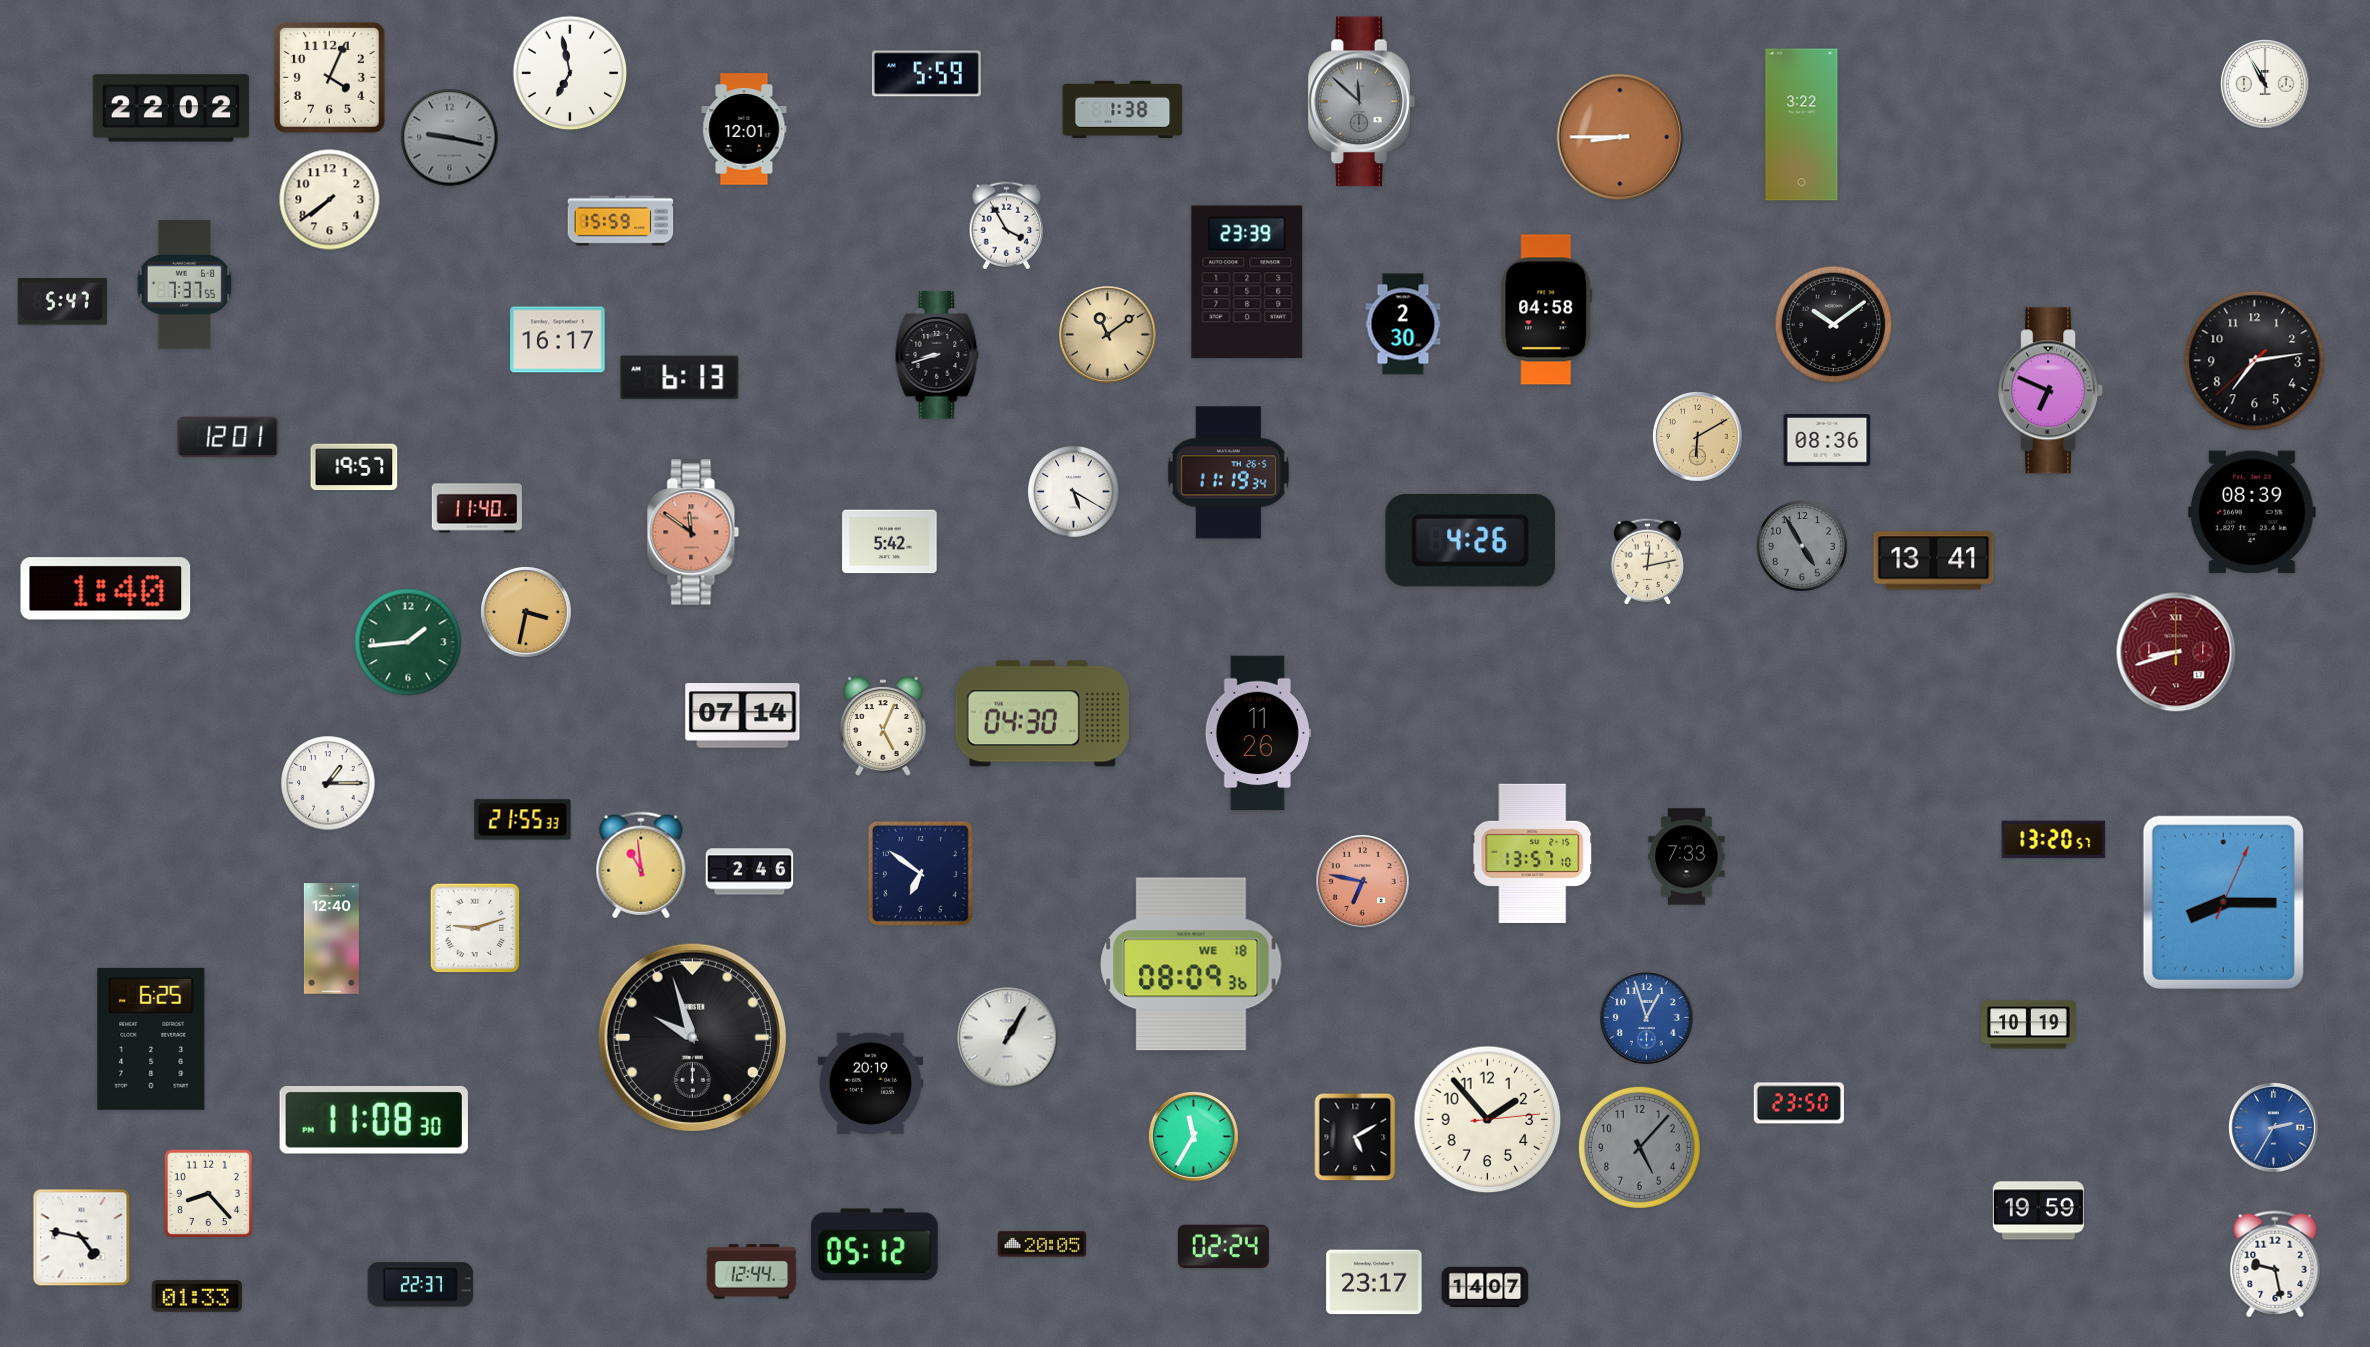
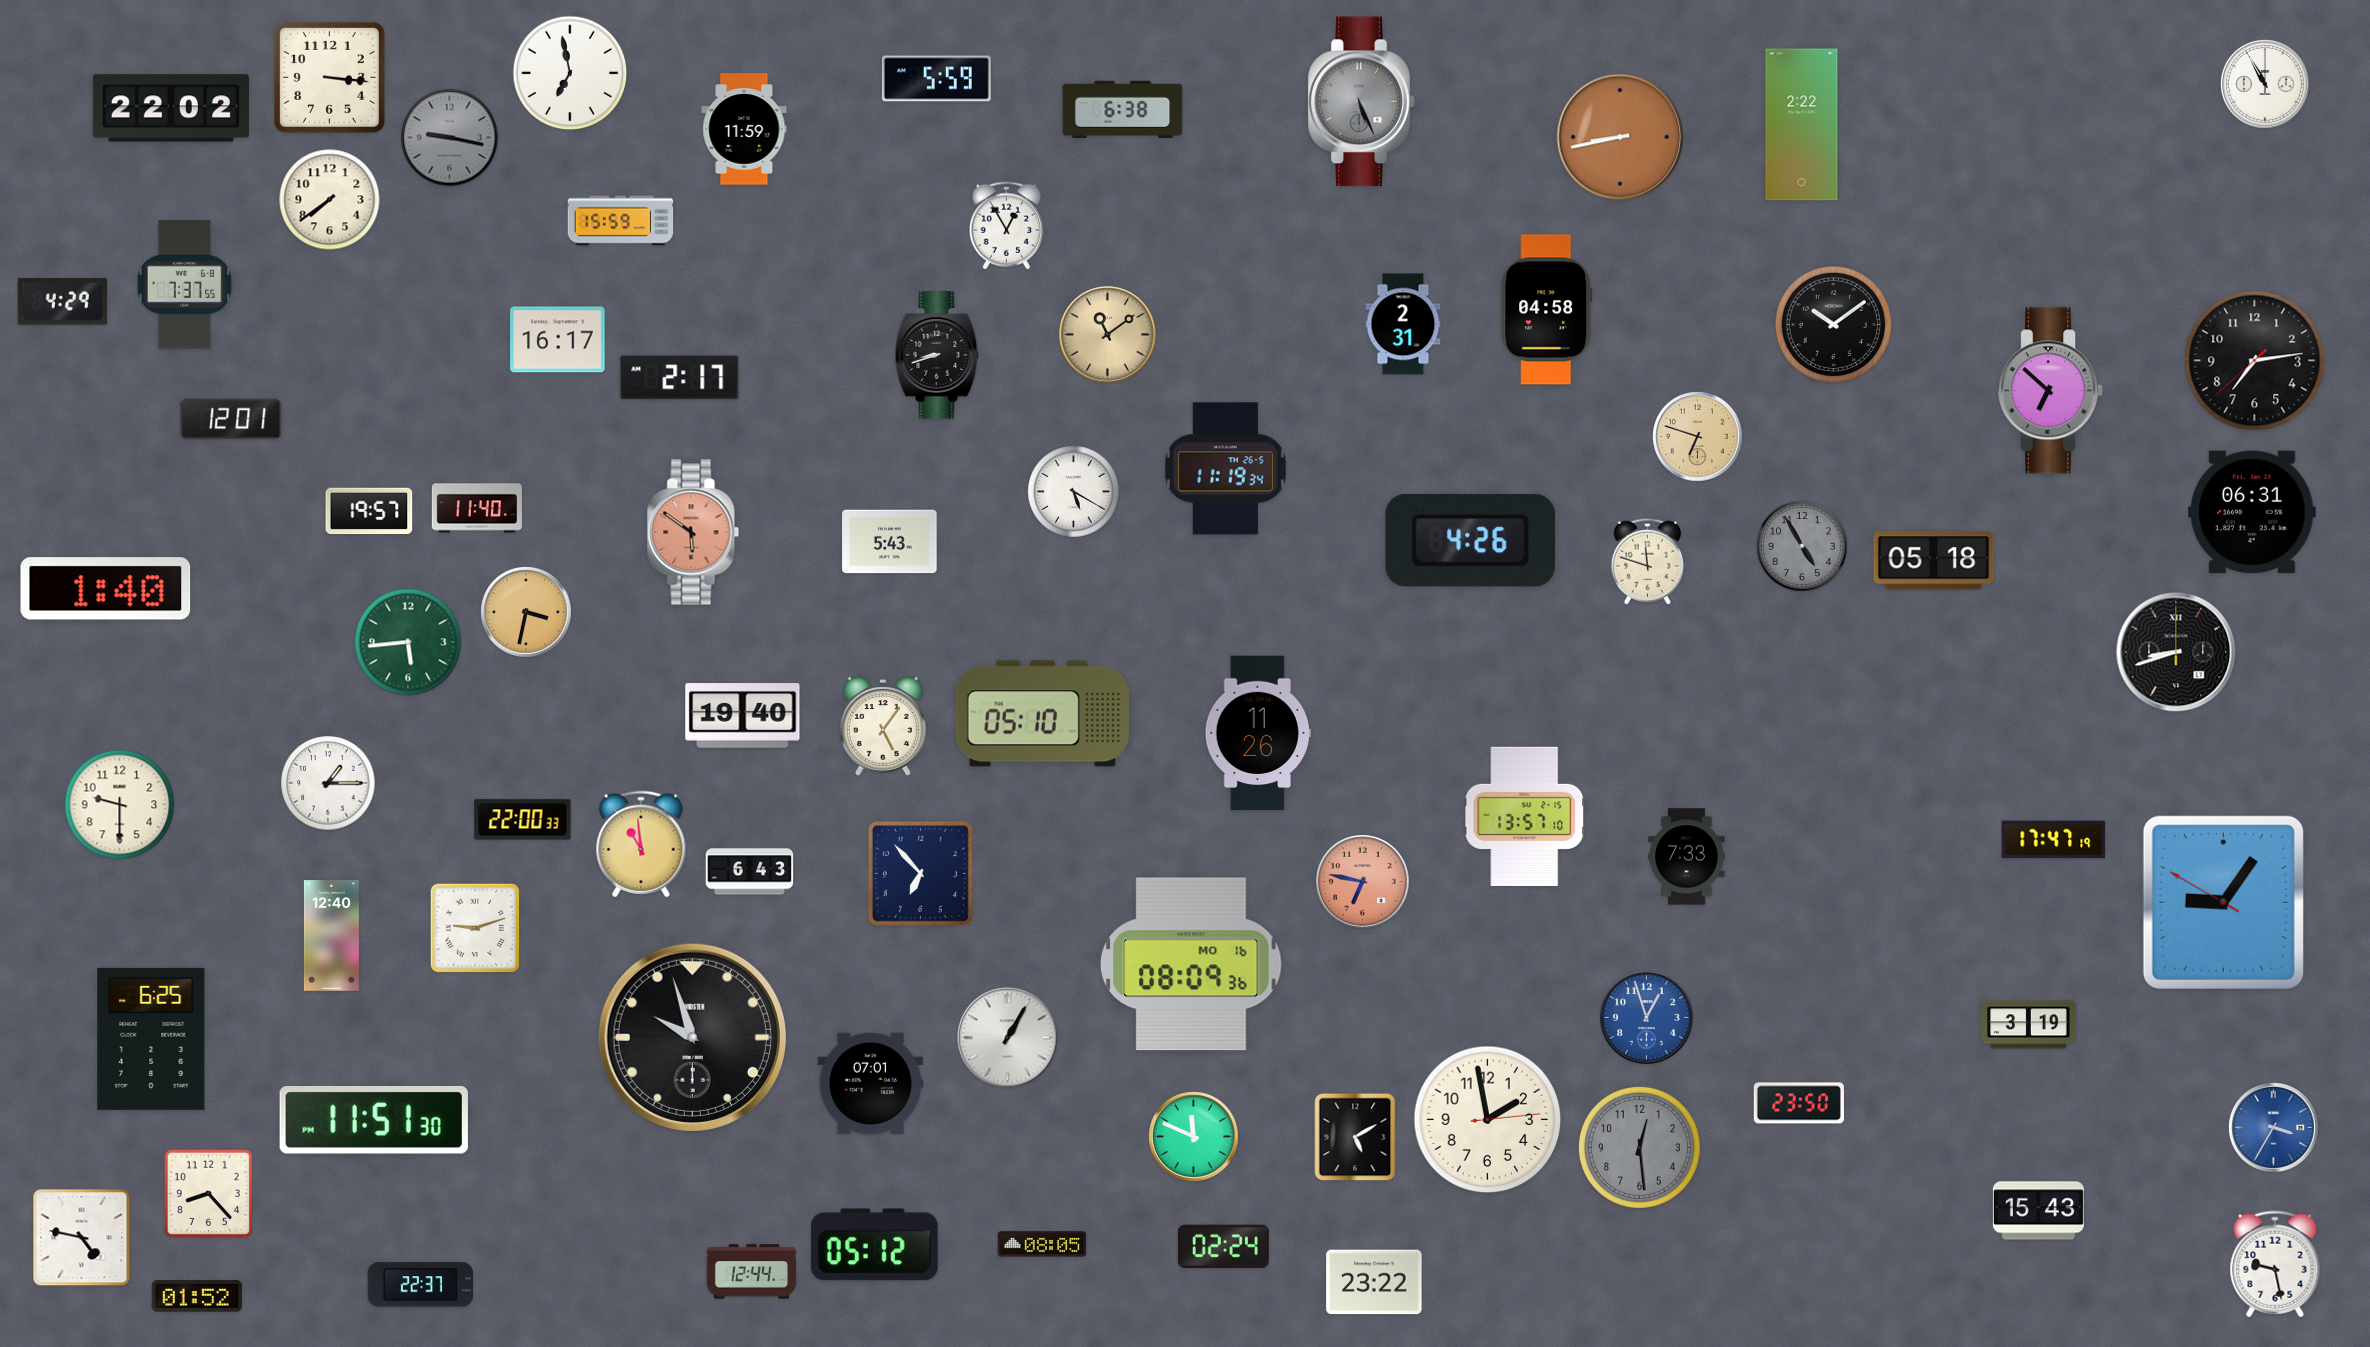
clock at (926, 74) position: (926, 74) -> (936, 79)
clock at (329, 77): 4:04 -> 3:16
clock at (1361, 102): 11:52 -> 5:26
clock at (1123, 109): 1:38 -> 6:38
clock at (1802, 125): 3:22 -> 2:22
clock at (744, 129): 12:01 -> 11:59
clock at (1620, 137): 8:45 -> 8:43
clock at (1007, 226): 3:55 -> 12:55
clock at (1247, 282): 23:39 -> none
clock at (62, 302): 5:47 -> 4:29
clock at (1403, 324): 2:30 -> 2:31
clock at (680, 378): 6:13 -> 2:17
clock at (2051, 391): 6:49 -> 6:52
clock at (228, 437) position: (228, 437) -> (231, 419)
clock at (1698, 437): 6:10 -> 6:48
clock at (1827, 440): 08:36 -> none
clock at (354, 467) position: (354, 467) -> (369, 511)
clock at (1228, 473) position: (1228, 473) -> (1225, 469)
clock at (2252, 512): 08:39 -> 06:31
clock at (693, 532): 11:51 -> 5:51
clock at (890, 542): 5:42 -> 5:43
clock at (1647, 561): 12:13 -> 11:48
clock at (1934, 561): 13:41 -> 05:18
clock at (408, 642): 1:44 -> 5:44
clock at (2176, 652) dial: burgundy -> black
clock at (1042, 714): 04:30 -> 05:10
clock at (743, 716): 07:14 -> 19:40
clock at (883, 726): 5:04 -> 5:06
clock at (120, 805): none -> 9:30
clock at (523, 820): 21:55 -> 22:00
clock at (2054, 840): 13:20 -> 17:47
clock at (1533, 853) position: (1533, 853) -> (1525, 816)
clock at (641, 865) position: (641, 865) -> (641, 844)
clock at (750, 872): 2:46 -> 6:43
clock at (920, 873): 6:51 -> 6:53
clock at (2223, 902): 8:15 -> 9:05
clock at (331, 939) position: (331, 939) -> (331, 936)
clock at (1191, 964) date: WE 18 -> MO 16
clock at (2029, 1025): 10:19 -> 3:19
clock at (871, 1084): 20:19 -> 07:01
clock at (1488, 1120): 1:53 -> 1:58
clock at (374, 1121): 11:08 -> 11:51
clock at (2274, 1128): 2:35 -> 3:35
clock at (1194, 1137): 11:35 -> 11:49
clock at (1639, 1147): 5:07 -> 12:29
clock at (2038, 1211): 19:59 -> 15:43
clock at (1042, 1244): 20:05 -> 08:05
clock at (1374, 1282): 23:17 -> 23:22
clock at (1485, 1286): 14:07 -> none
clock at (197, 1296): 01:33 -> 01:52
